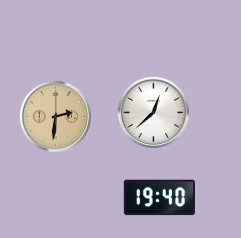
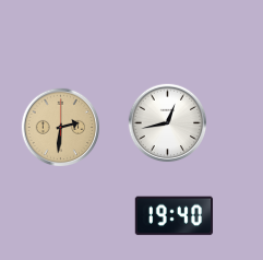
clock at (154, 113): 12:38 -> 12:43
